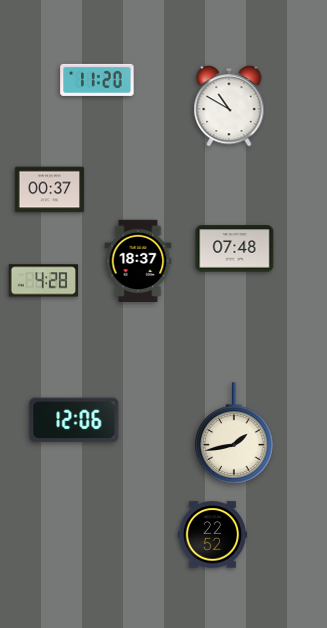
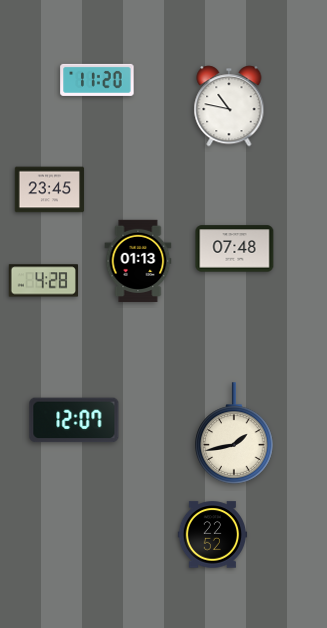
clock at (229, 106): 10:50 -> 10:47
clock at (50, 190): 00:37 -> 23:45
clock at (138, 260): 18:37 -> 01:13
clock at (74, 420): 12:06 -> 12:07
